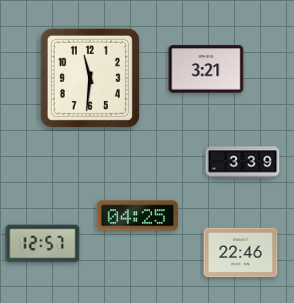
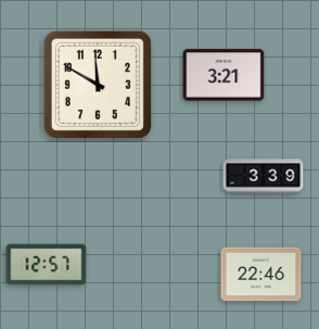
clock at (90, 78): 11:31 -> 11:50
clock at (137, 216): 04:25 -> none
